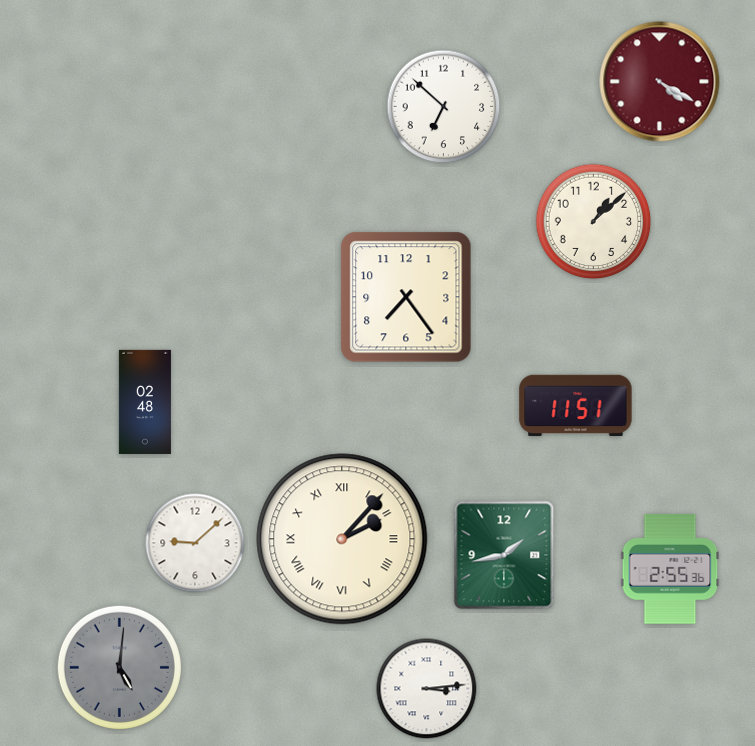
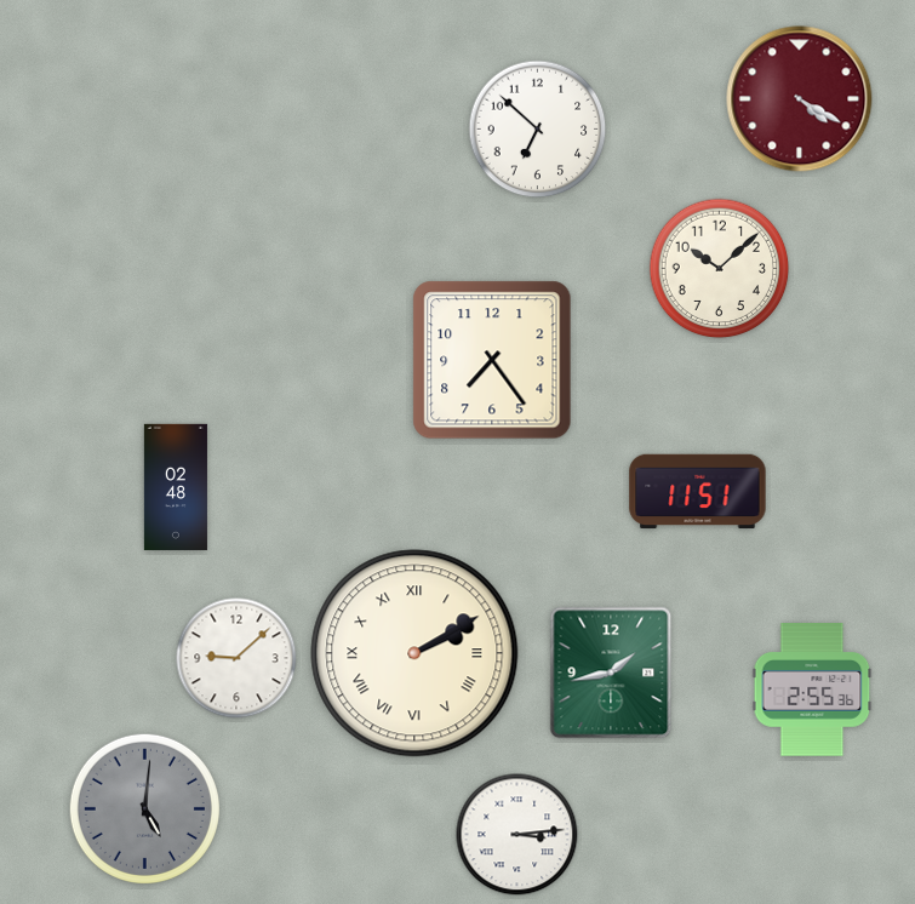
clock at (594, 222): 1:08 -> 10:08
clock at (342, 539): 2:07 -> 2:10
